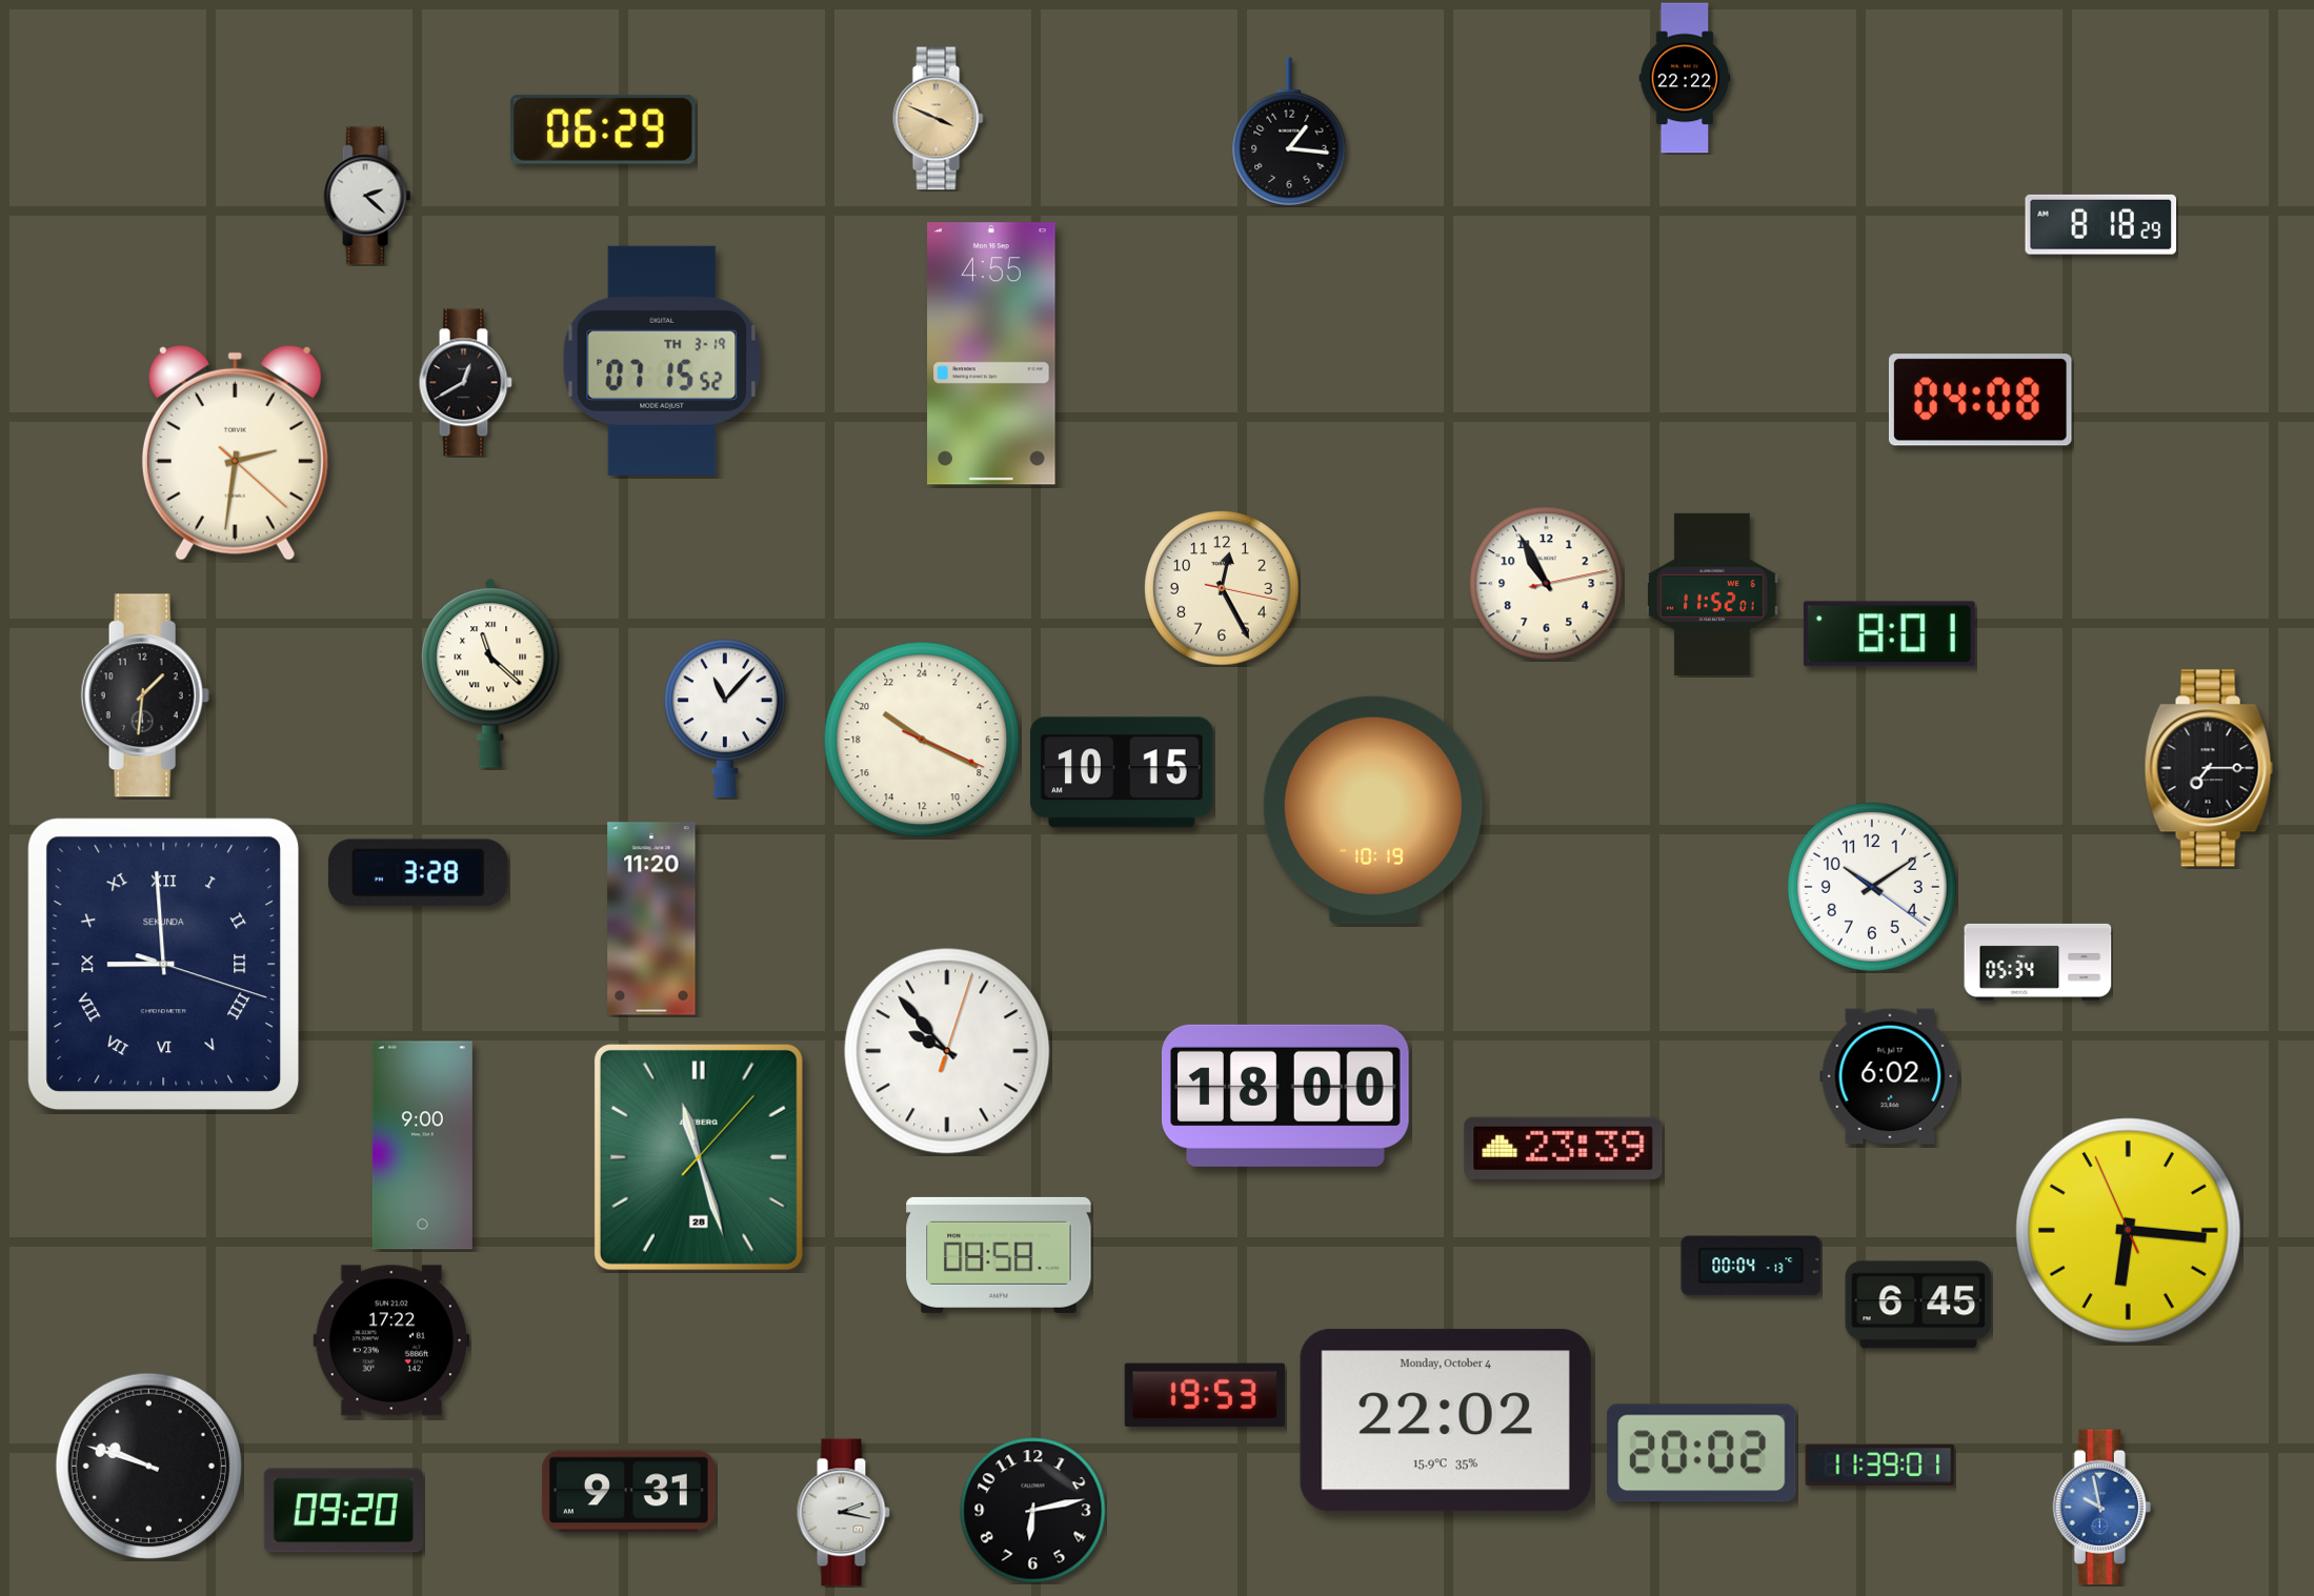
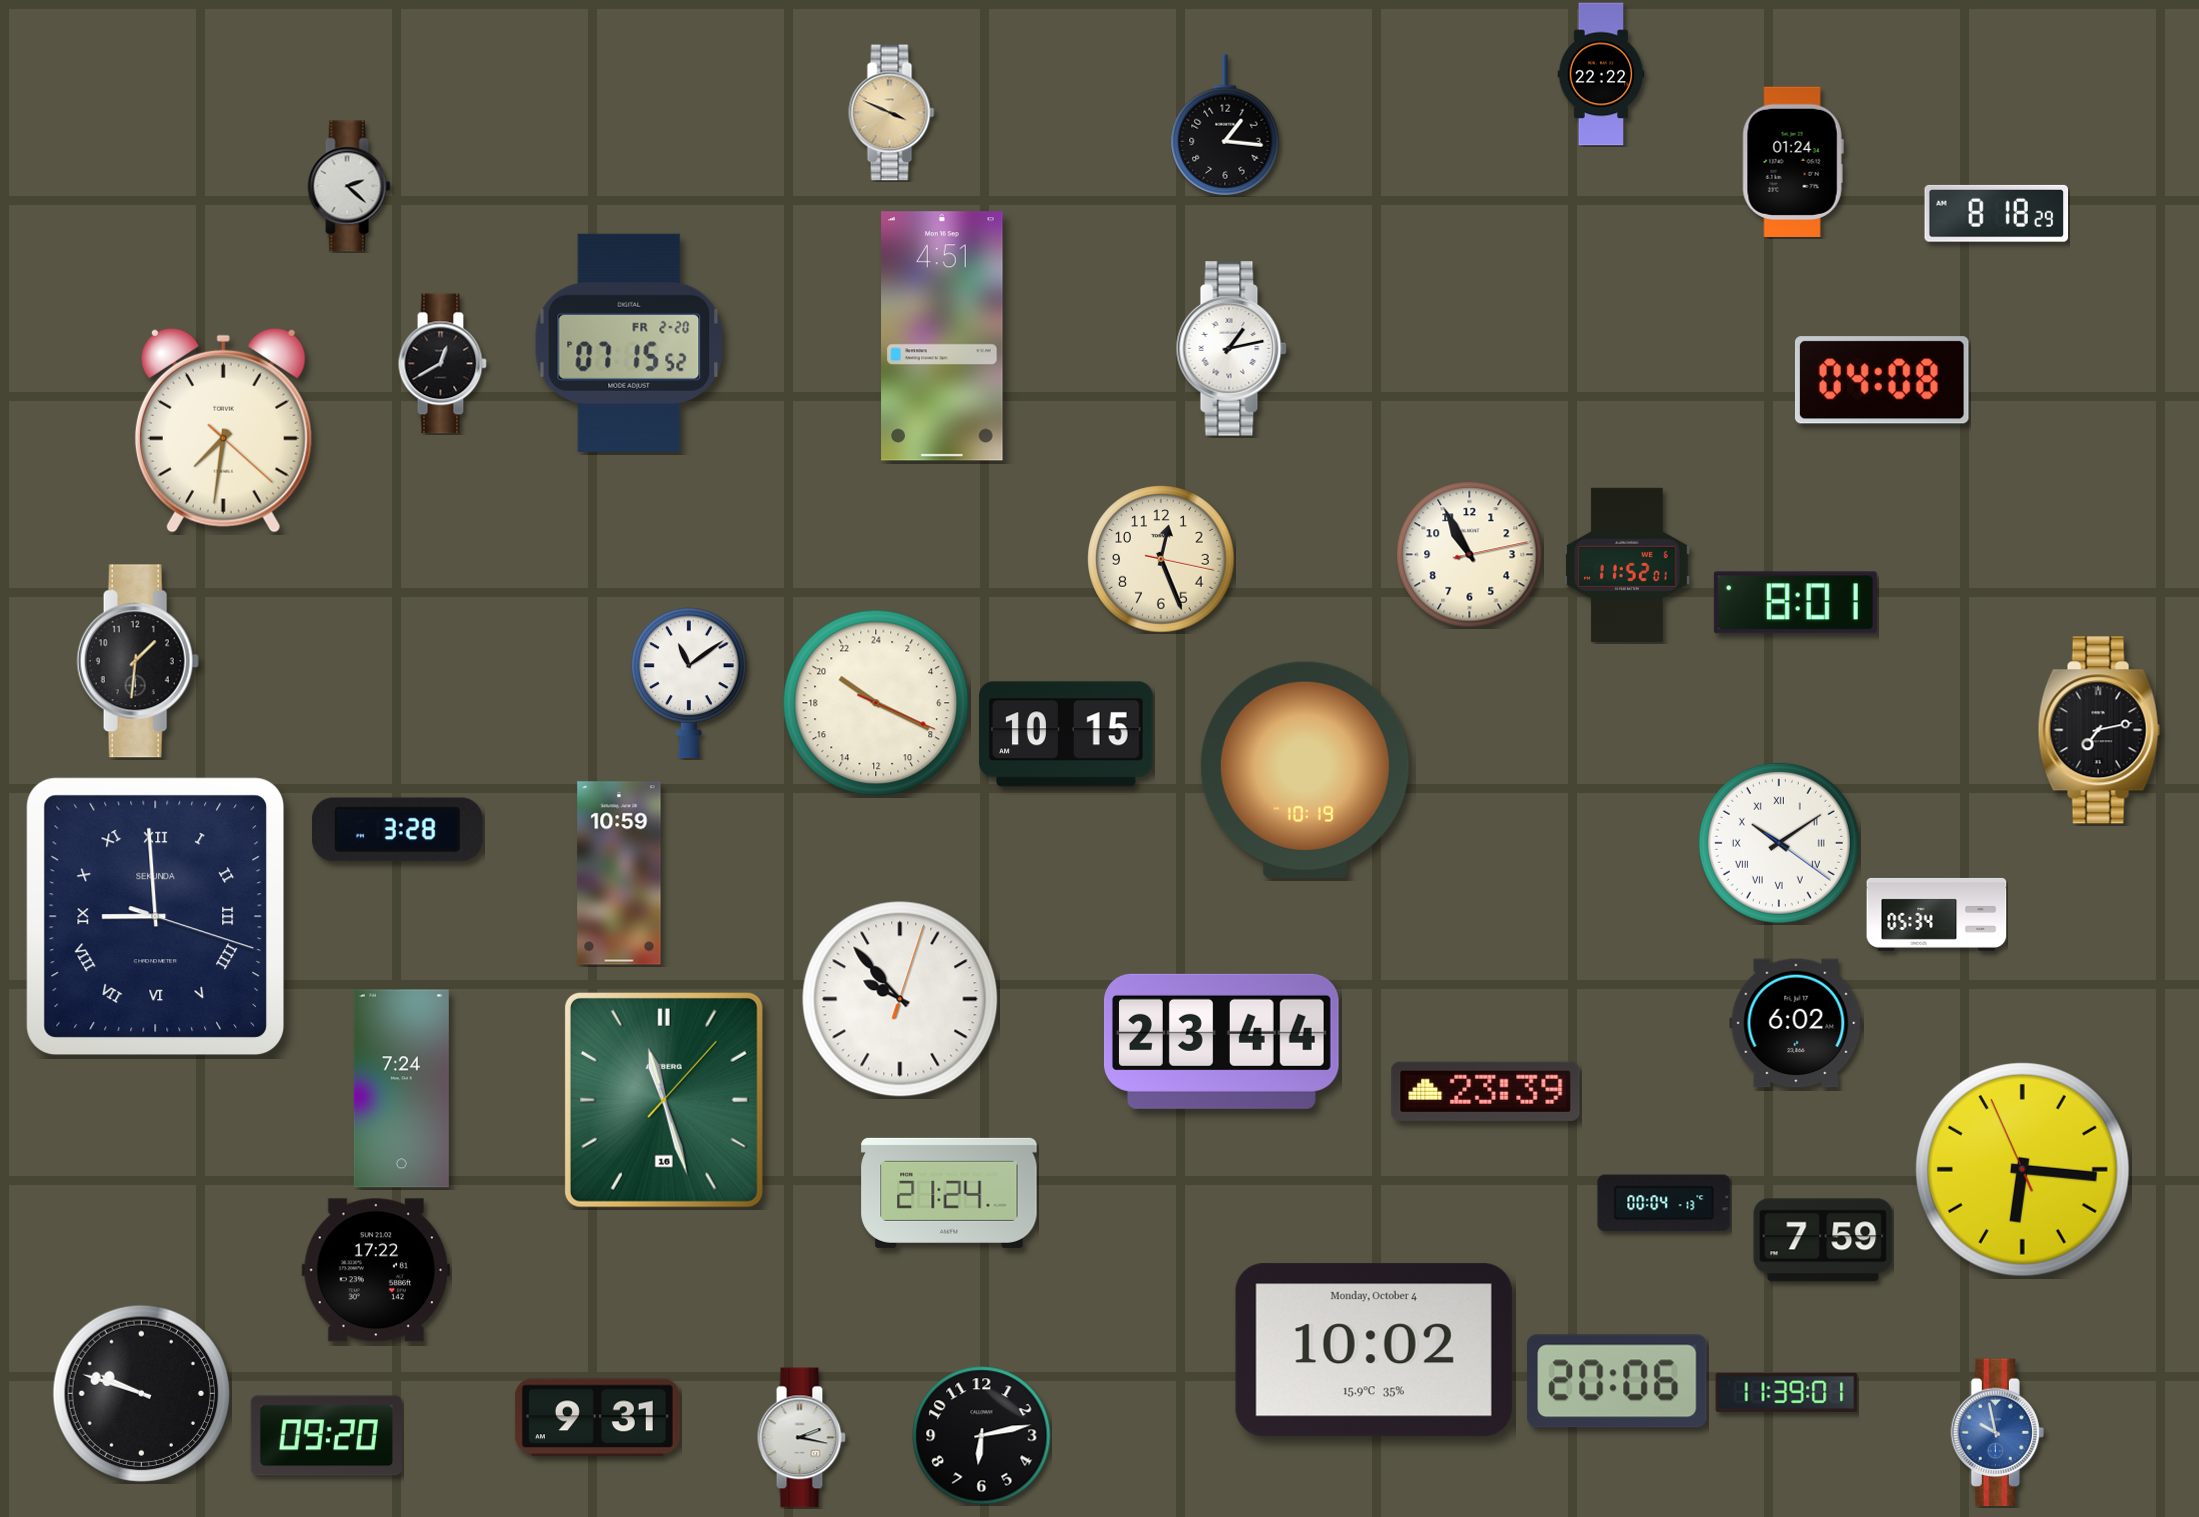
clock at (604, 129): 06:29 -> none
clock at (1793, 161): none -> 01:24
clock at (991, 353): 4:55 -> 4:51
clock at (662, 361) date: TH 3-19 -> FR 2-20
clock at (1231, 349): none -> 1:13
clock at (235, 452): 2:31 -> 7:31
clock at (1222, 588): 12:25 -> 12:26
clock at (490, 674): 11:22 -> none
clock at (725, 718): 11:07 -> 11:09
clock at (2209, 768): 7:15 -> 7:13
clock at (1872, 887) numerals: Arabic -> Roman
clock at (651, 918): 11:20 -> 10:59
clock at (1285, 1095): 18:00 -> 23:44
clock at (422, 1146): 9:00 -> 7:24
clock at (699, 1157) date: 28 -> 16
clock at (999, 1255): 08:58 -> 21:24
clock at (1918, 1305): 6:45 -> 7:59
clock at (390, 1340) position: (390, 1340) -> (375, 1270)
clock at (1205, 1395): 19:53 -> none
clock at (1446, 1420): 22:02 -> 10:02
clock at (1702, 1453): 20:02 -> 20:06
